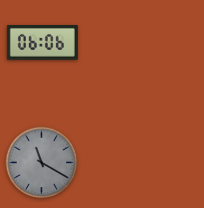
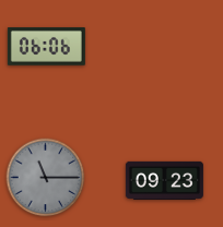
clock at (42, 163): 11:20 -> 11:15
clock at (164, 180): none -> 09:23
